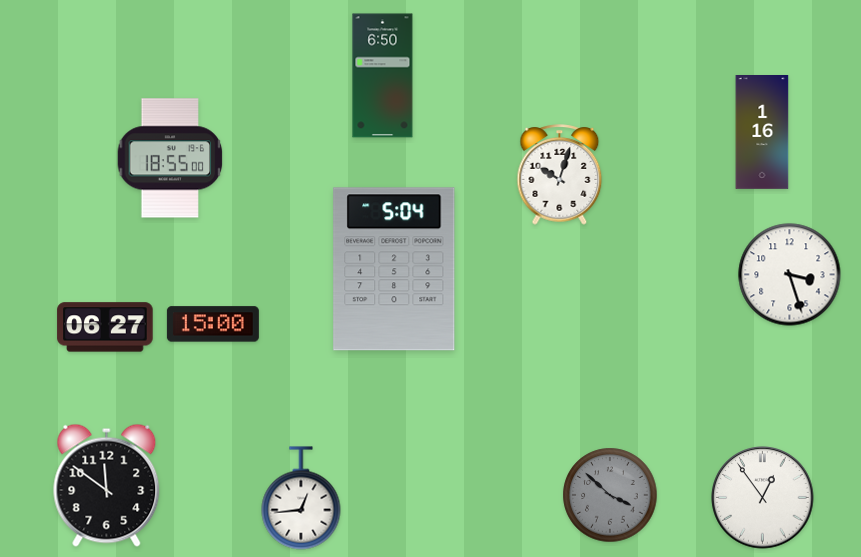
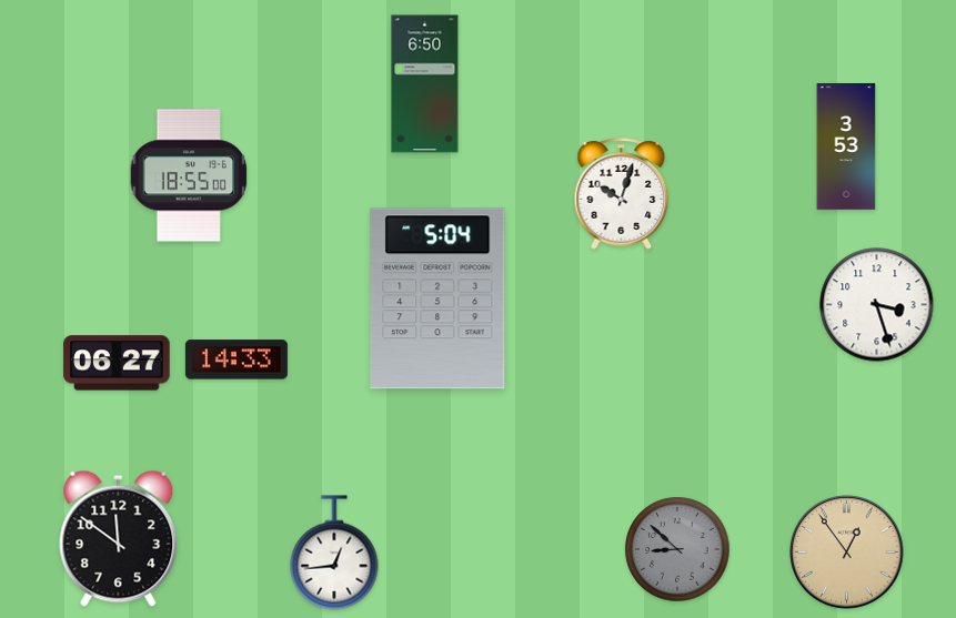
clock at (762, 133): 1:16 -> 3:53
clock at (213, 324): 15:00 -> 14:33
clock at (610, 495): 3:52 -> 8:52
clock at (763, 498) dial: white -> champagne
